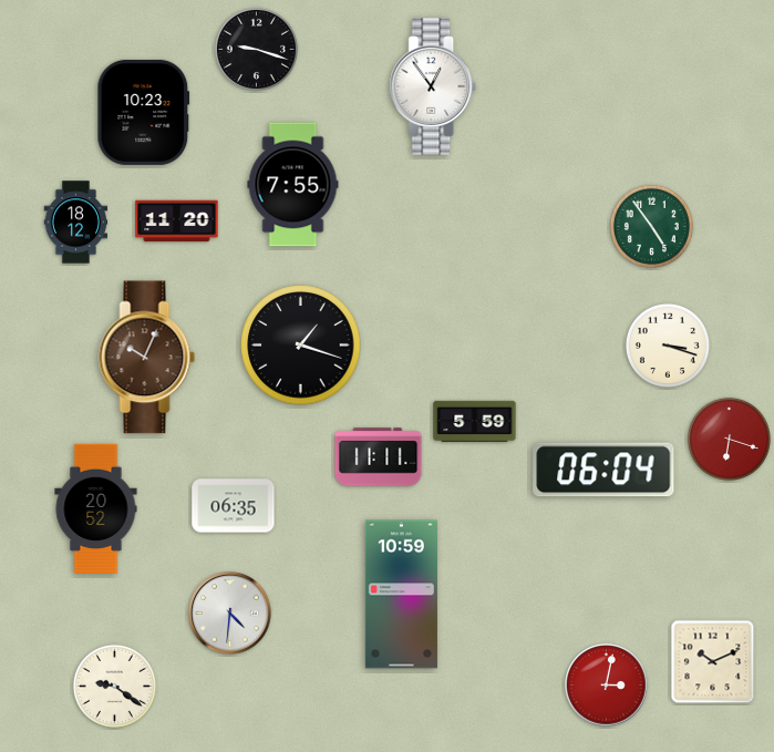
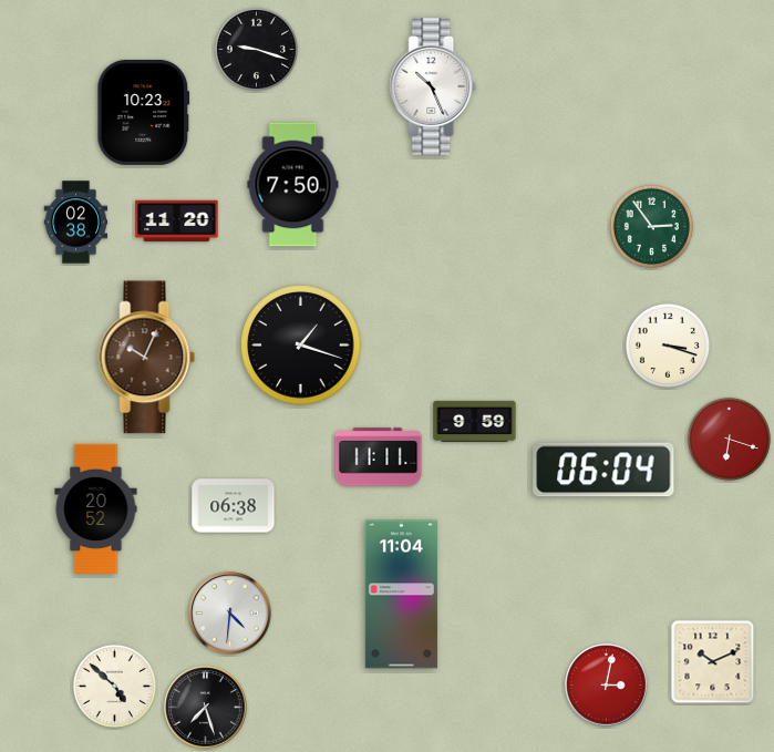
clock at (433, 86): 12:54 -> 10:26
clock at (293, 185): 7:55 -> 7:50
clock at (76, 223): 18:12 -> 02:38
clock at (651, 226): 4:54 -> 2:54
clock at (475, 422): 5:59 -> 9:59
clock at (234, 506): 06:35 -> 06:38
clock at (401, 595): 10:59 -> 11:04
clock at (114, 686): 9:21 -> 4:52
clock at (206, 708): none -> 7:27
